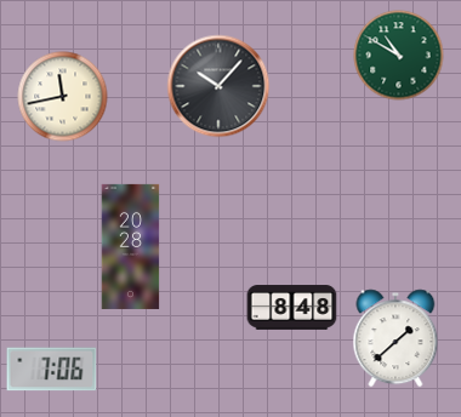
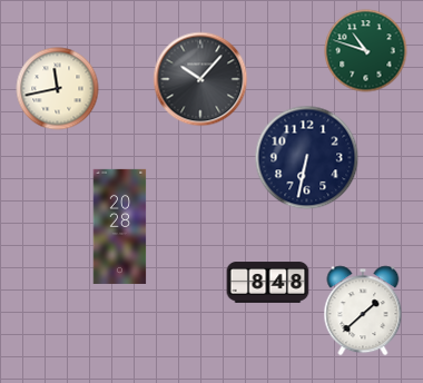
clock at (399, 56): 10:50 -> 10:48
clock at (307, 158): none -> 6:32
clock at (52, 370): 7:06 -> none
